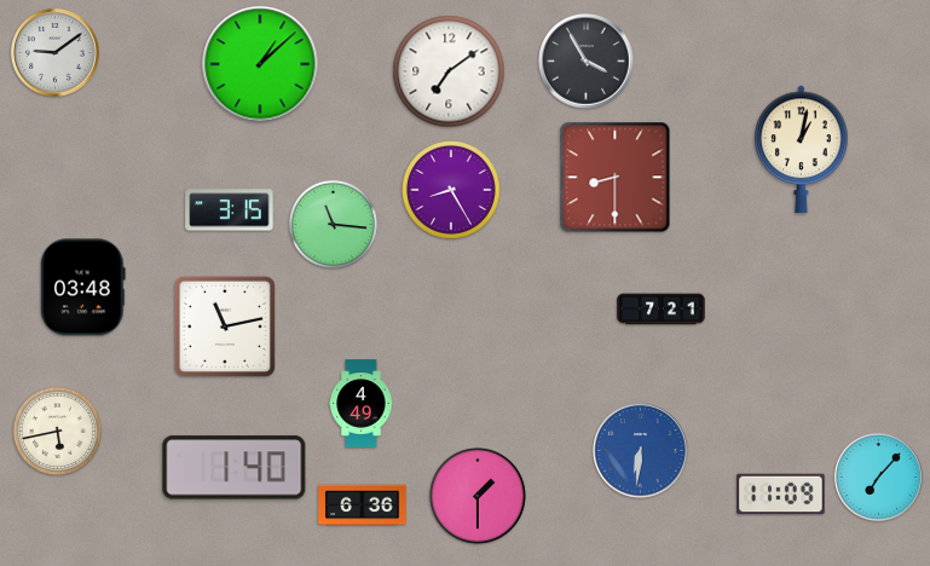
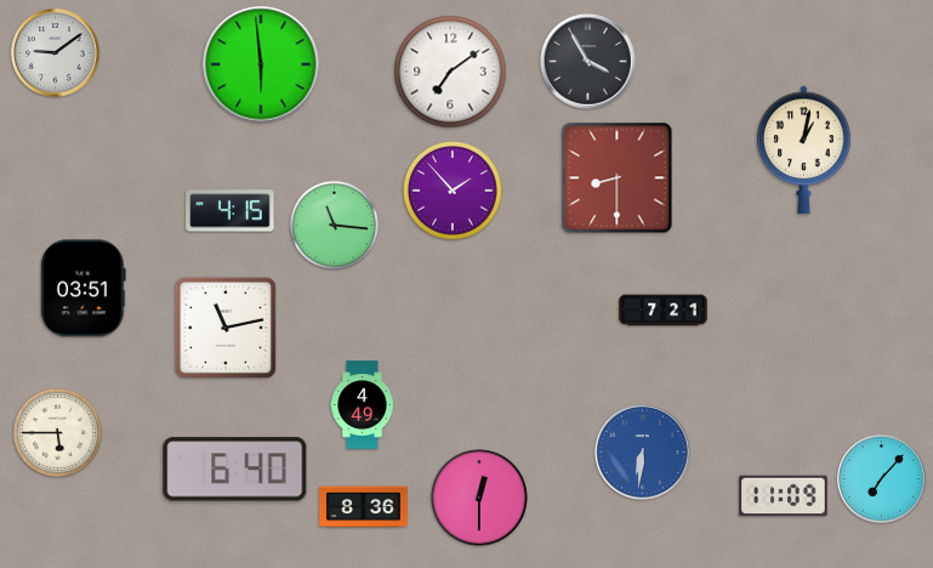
clock at (260, 64): 1:08 -> 5:59
clock at (452, 191): 8:25 -> 1:53
clock at (230, 210): 3:15 -> 4:15
clock at (83, 288): 03:48 -> 03:51
clock at (57, 431): 5:43 -> 5:45
clock at (235, 468): 1:40 -> 6:40
clock at (478, 496): 1:30 -> 12:30
clock at (363, 506): 6:36 -> 8:36
